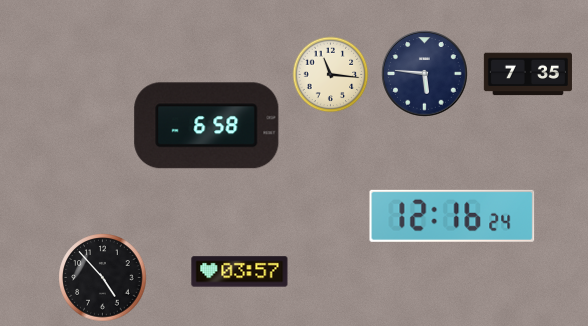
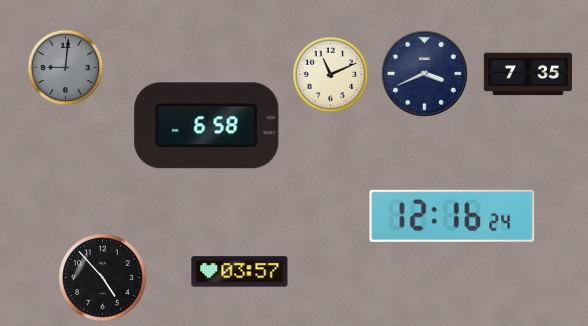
clock at (66, 68): none -> 9:01
clock at (425, 74): 5:46 -> 3:41
clock at (331, 75): 11:16 -> 11:11
